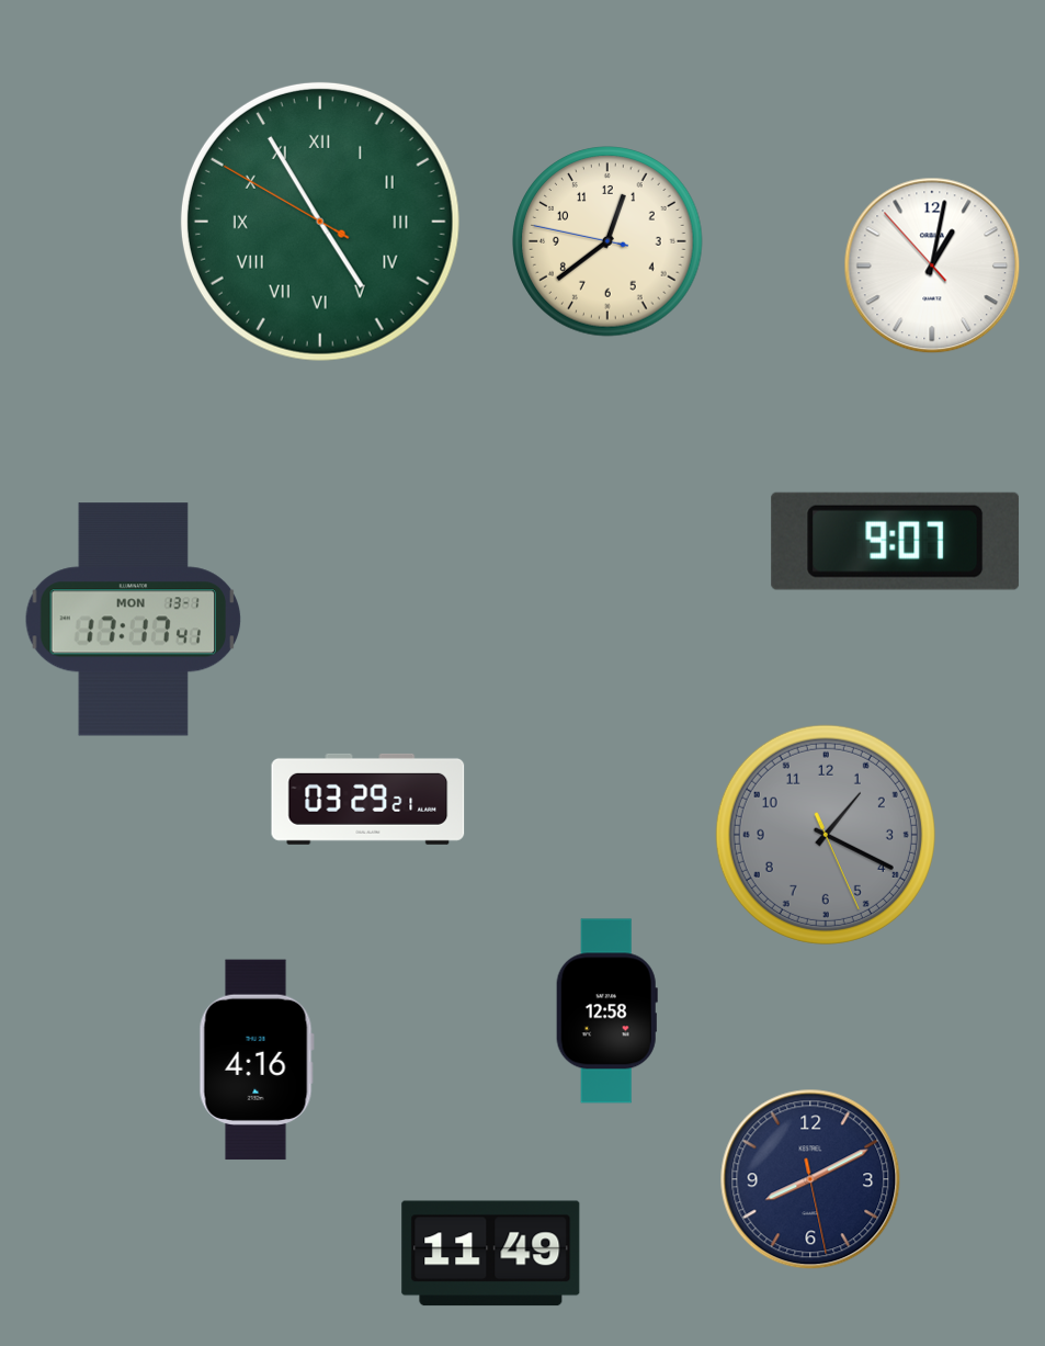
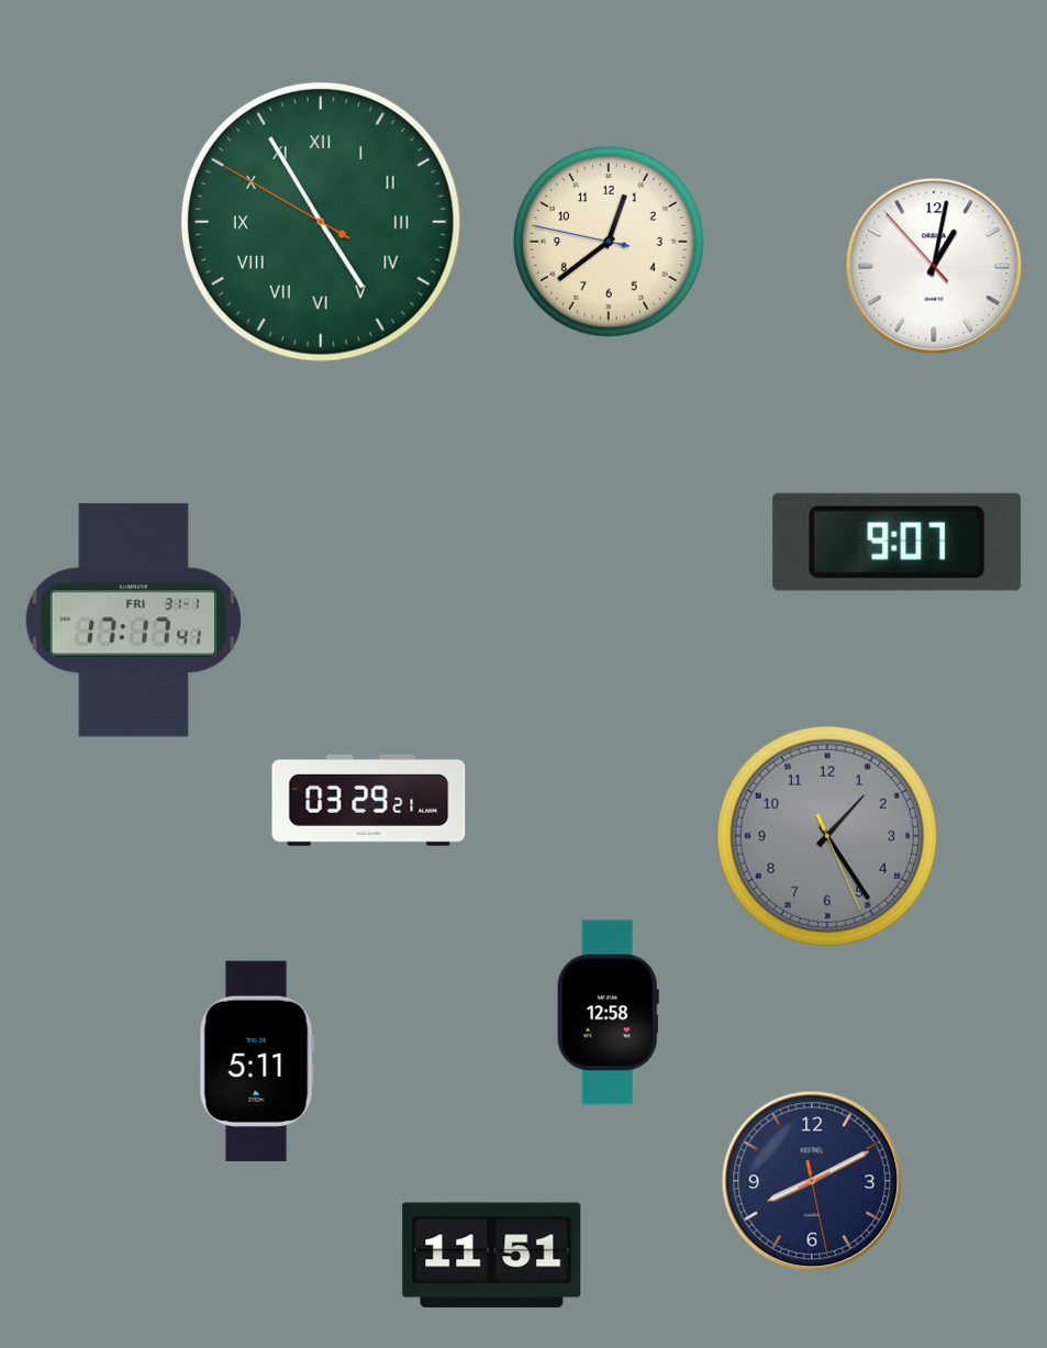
clock at (134, 620) date: MON 13-1 -> FRI 31-1
clock at (826, 835): 1:19 -> 1:24
clock at (257, 1060): 4:16 -> 5:11
clock at (491, 1254): 11:49 -> 11:51
